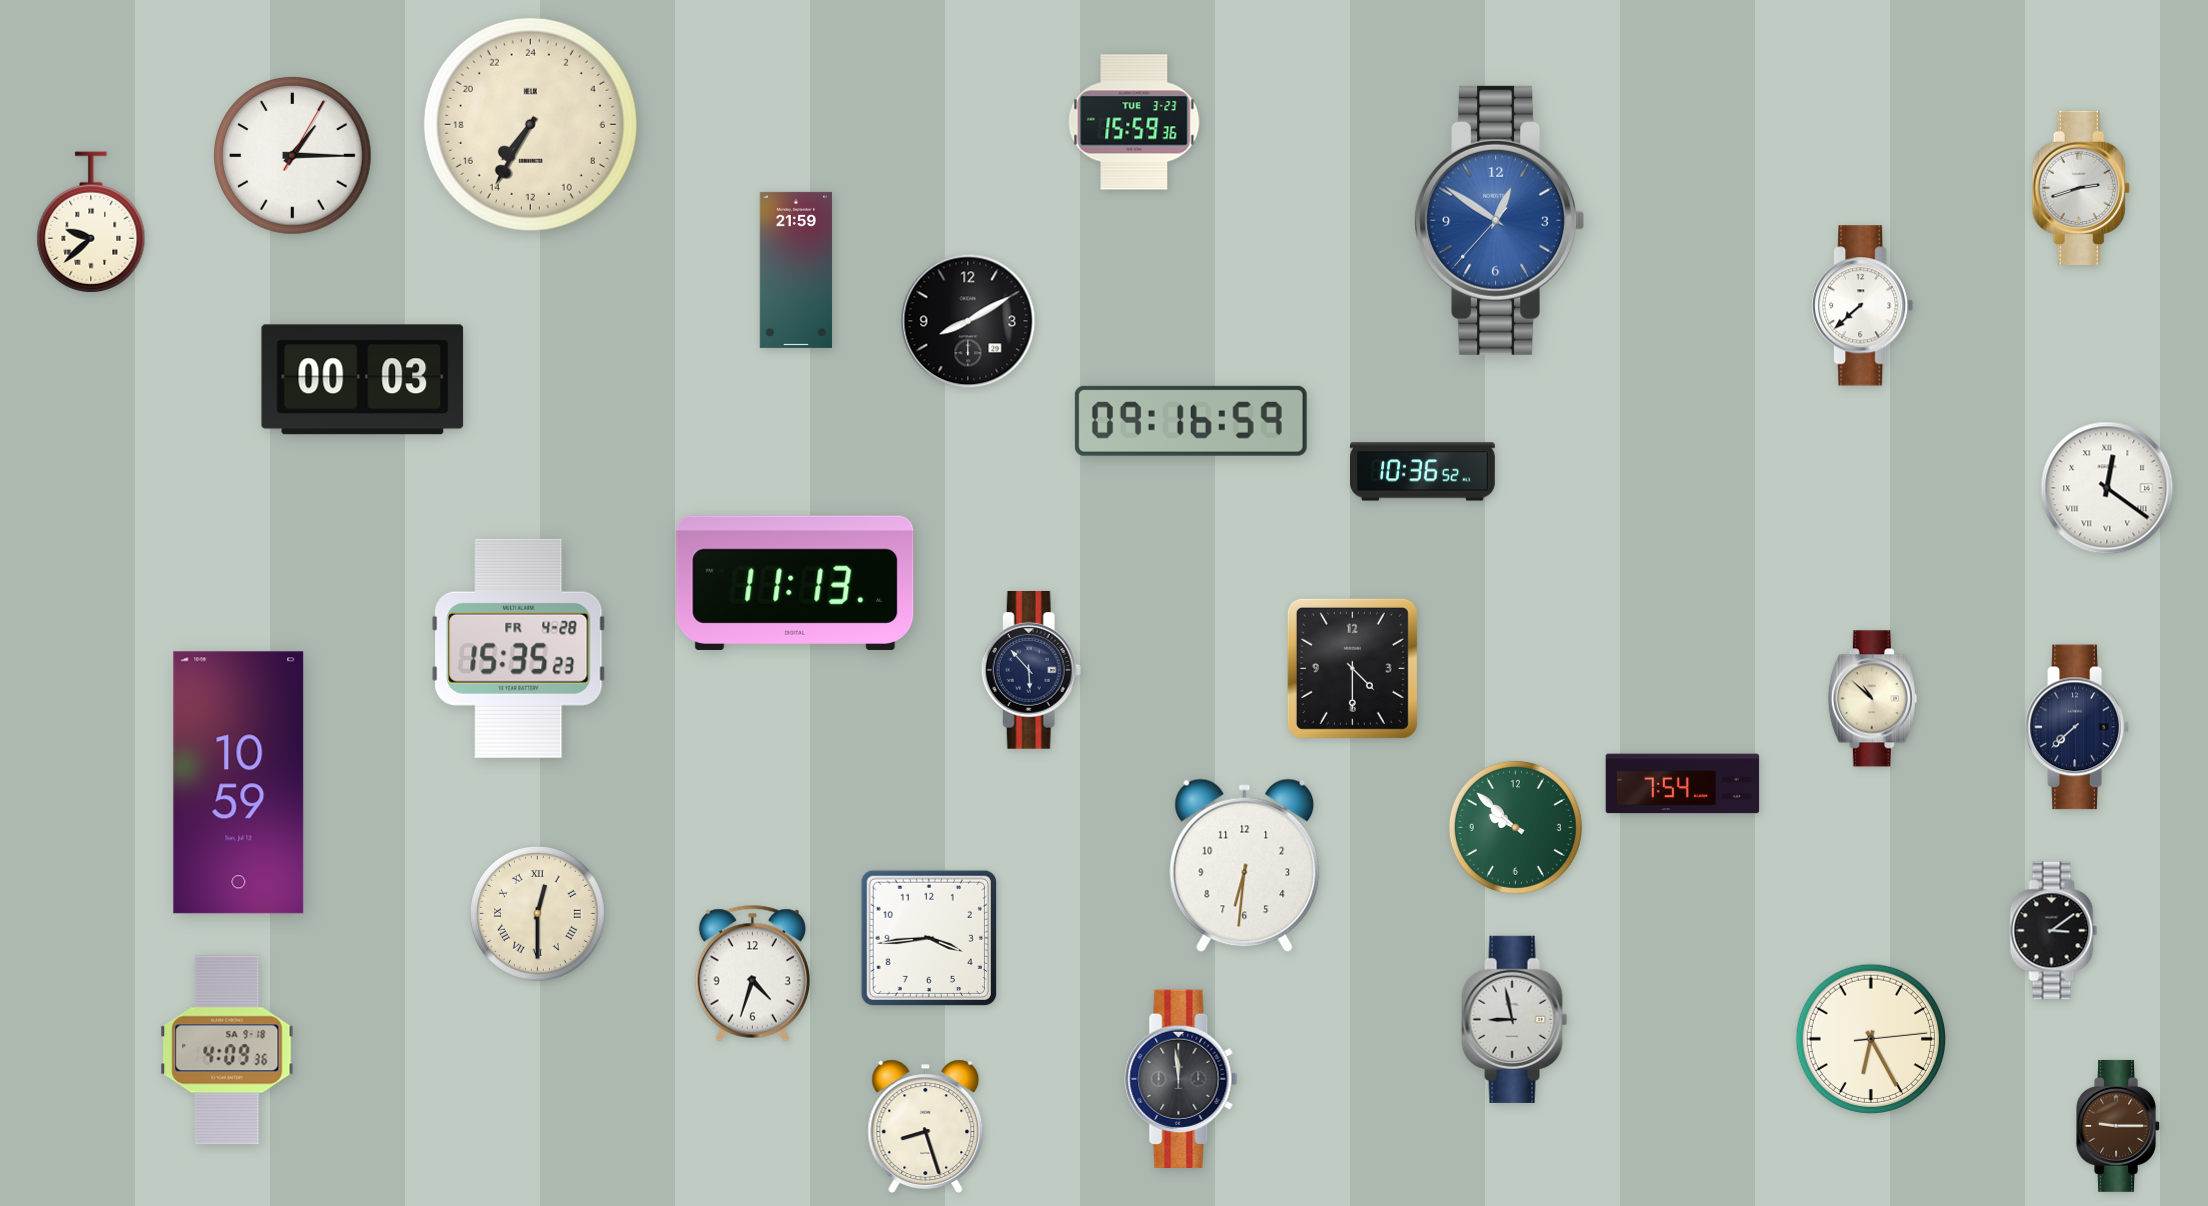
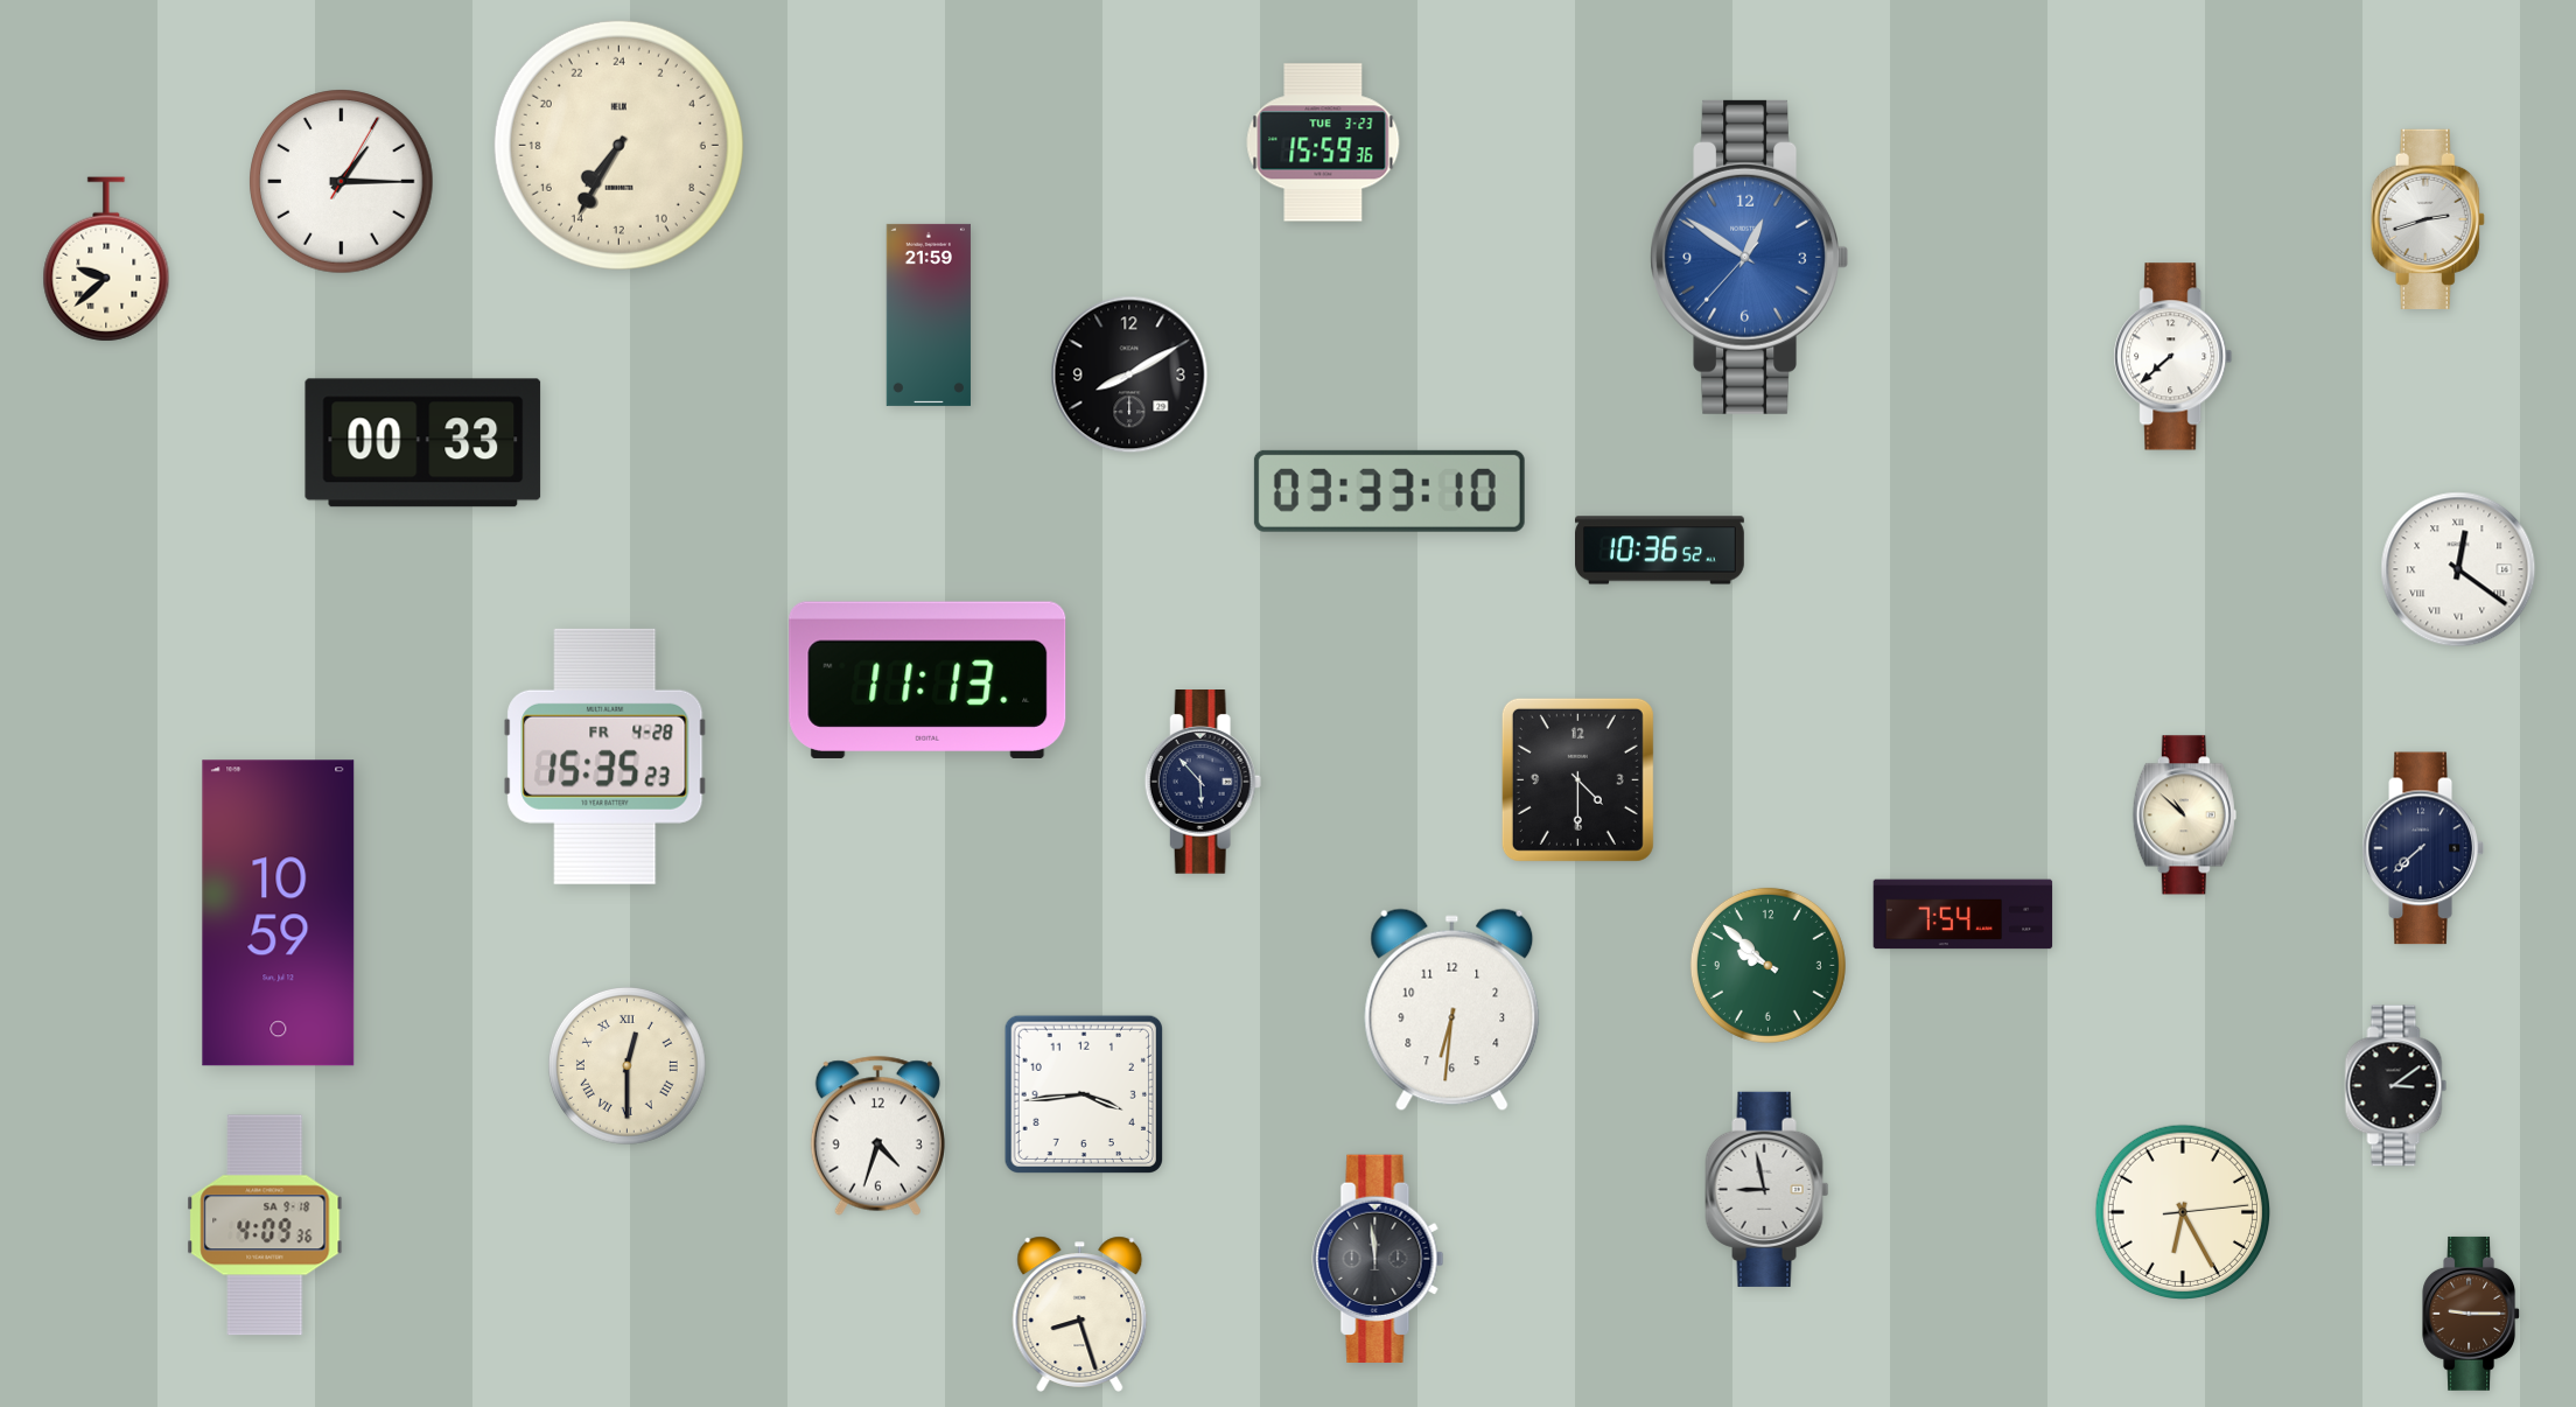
clock at (363, 380): 00:03 -> 00:33
clock at (1191, 421): 09:16 -> 03:33
